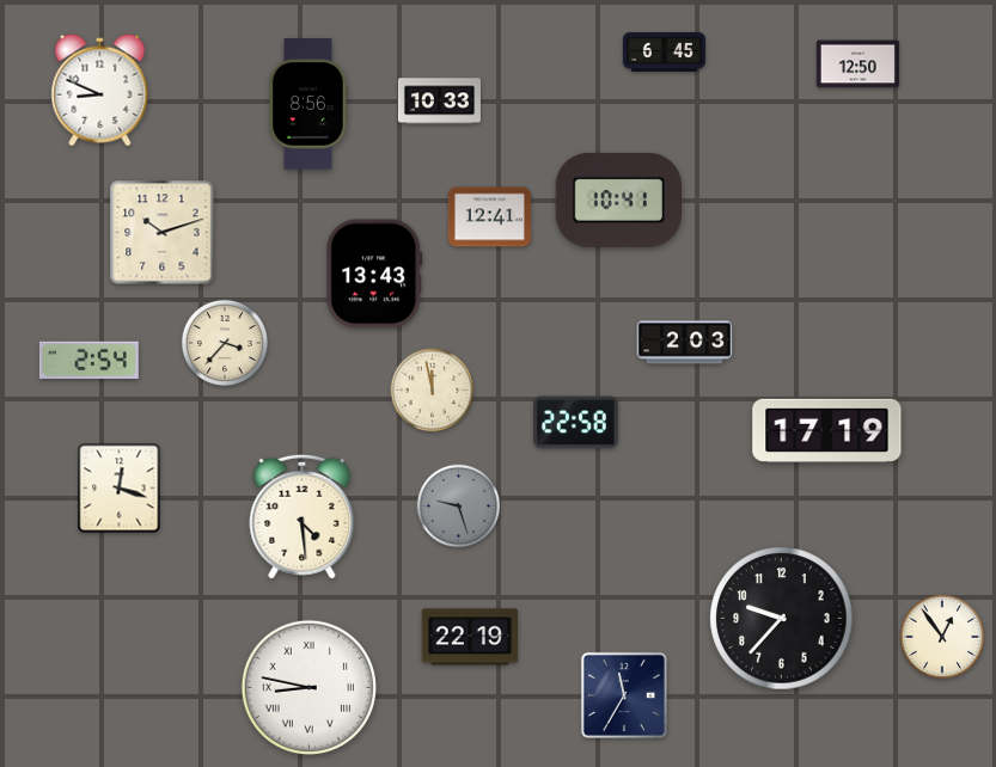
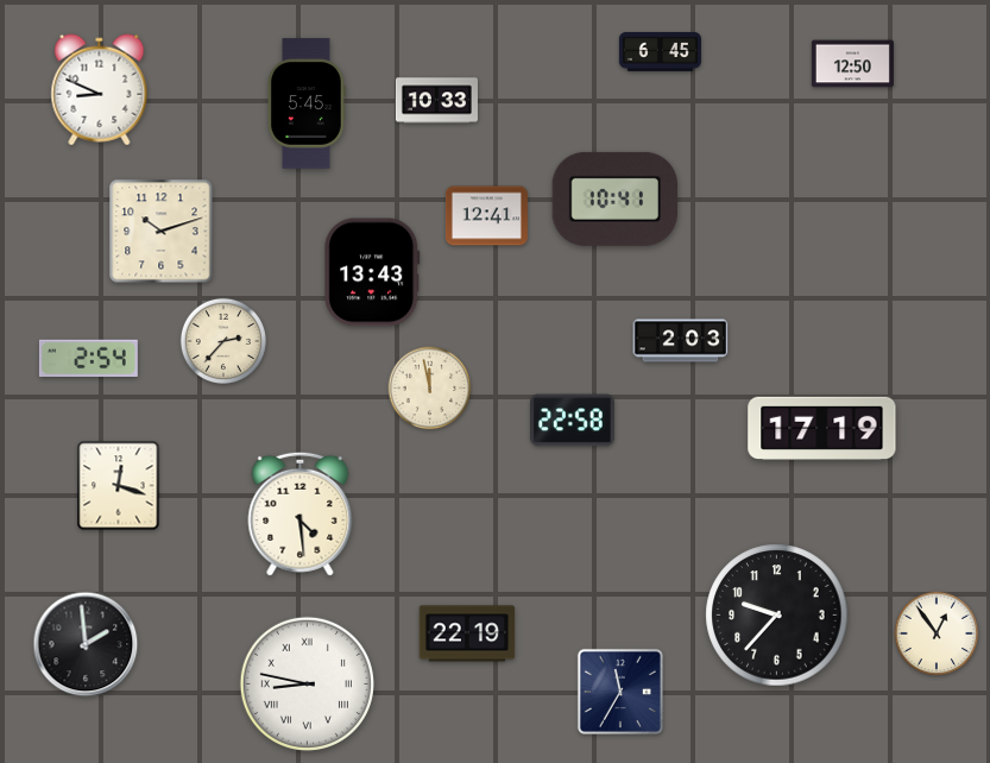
clock at (308, 104): 8:56 -> 5:45
clock at (225, 343): 3:37 -> 2:37
clock at (459, 507): 9:27 -> none
clock at (86, 644): none -> 1:59
